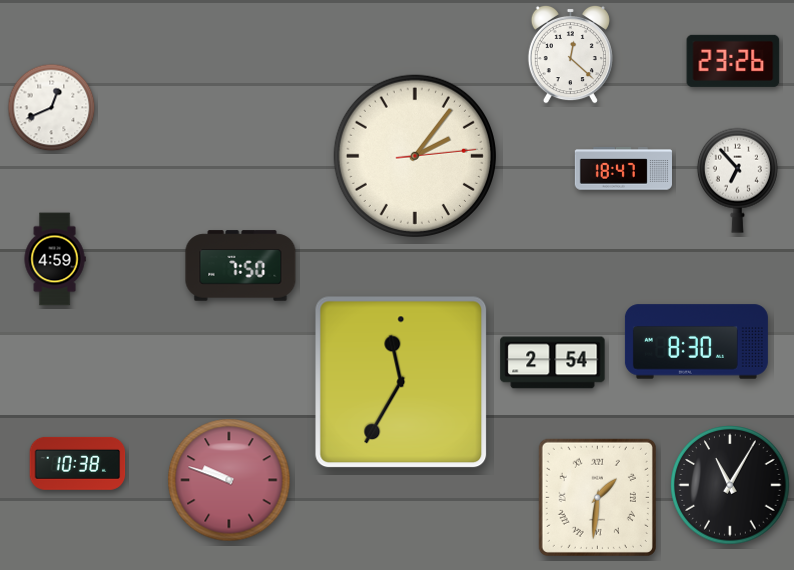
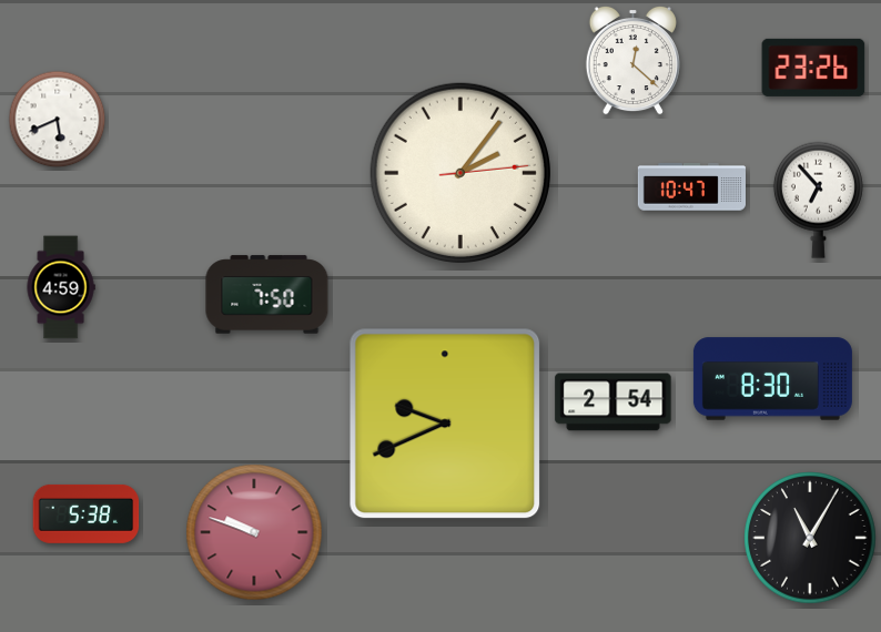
clock at (52, 108): 12:41 -> 5:41
clock at (623, 169): 18:47 -> 10:47
clock at (401, 382): 11:35 -> 9:41
clock at (78, 463): 10:38 -> 5:38
clock at (597, 497): 1:31 -> none
